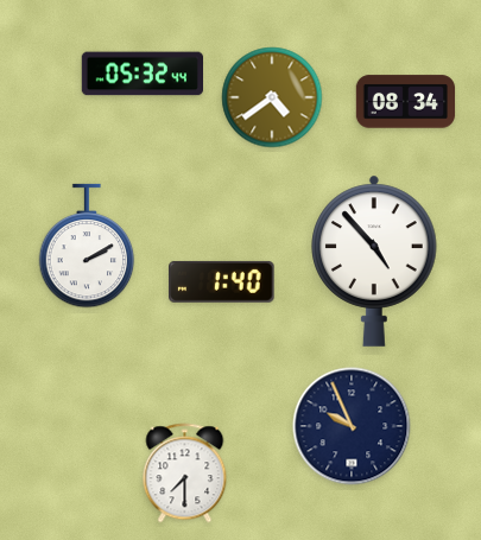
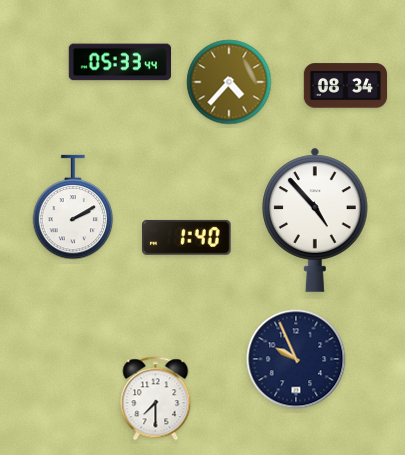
clock at (141, 74): 05:32 -> 05:33
clock at (272, 97): 4:39 -> 4:37
clock at (406, 102) position: (406, 102) -> (346, 86)
